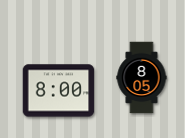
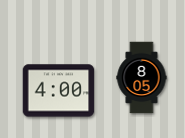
clock at (59, 91): 8:00 -> 4:00
